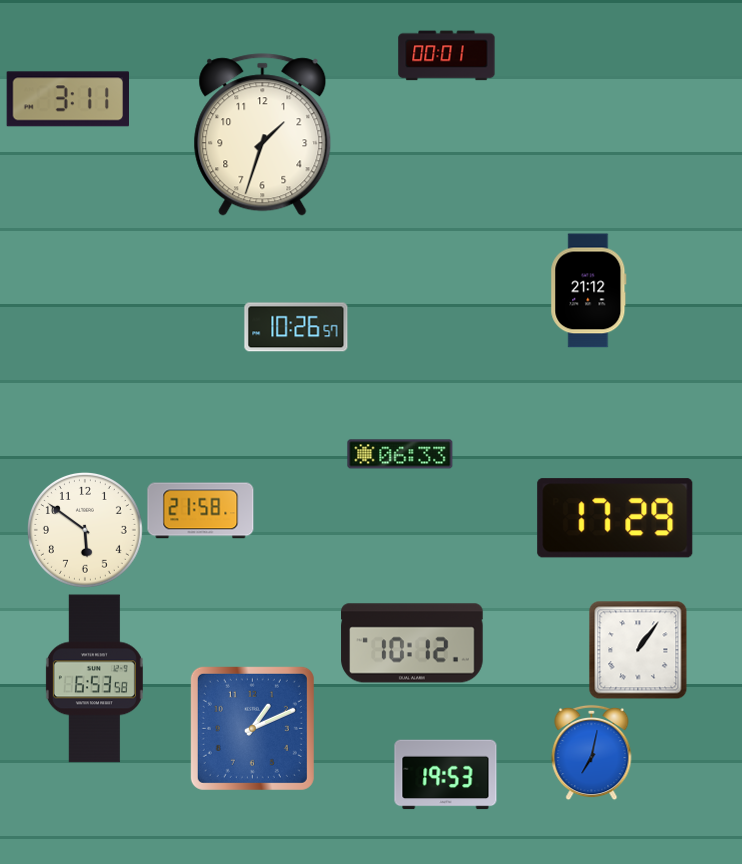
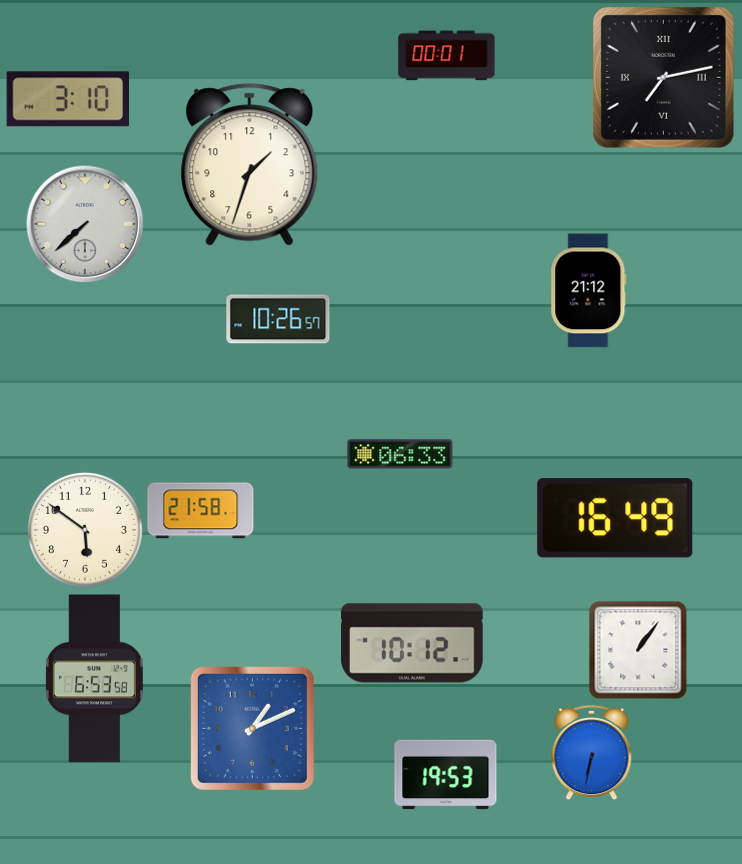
clock at (664, 78): none -> 7:13
clock at (68, 99): 3:11 -> 3:10
clock at (263, 135) position: (263, 135) -> (250, 165)
clock at (85, 224): none -> 7:38
clock at (296, 327) position: (296, 327) -> (278, 319)
clock at (615, 518): 17:29 -> 16:49
clock at (592, 752): 7:02 -> 6:32
